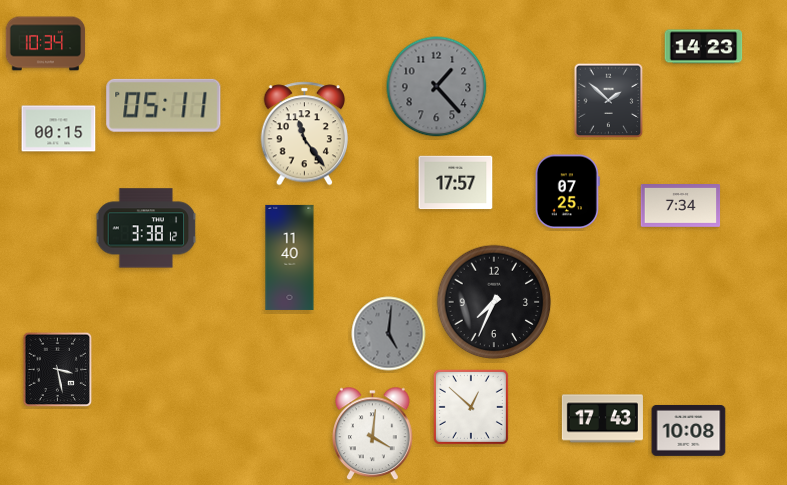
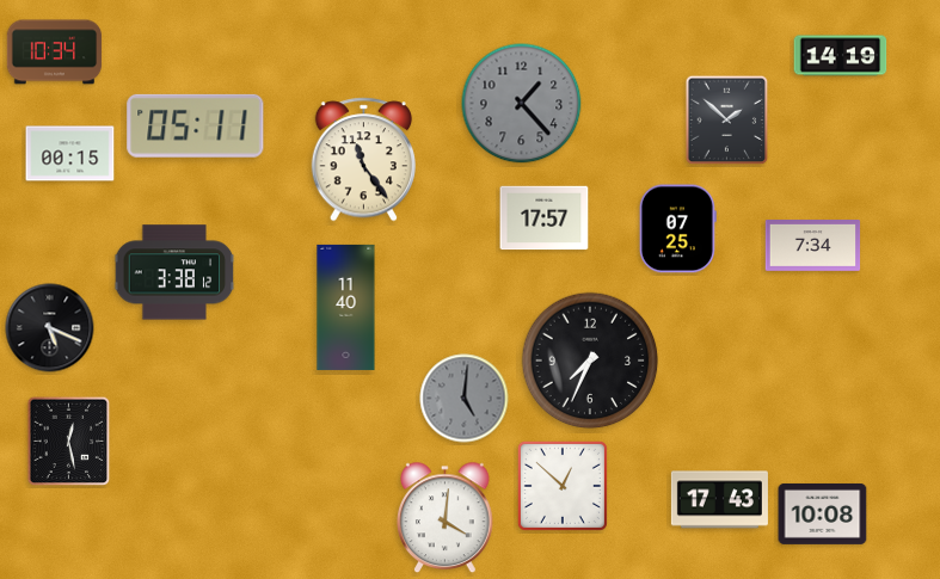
clock at (704, 47): 14:23 -> 14:19
clock at (50, 328): none -> 5:19
clock at (58, 370): 3:28 -> 12:28
